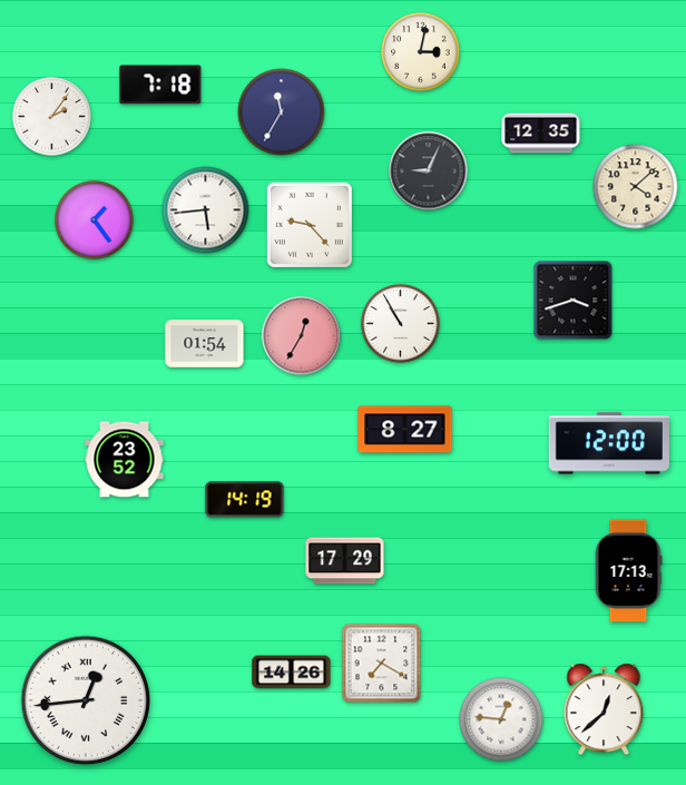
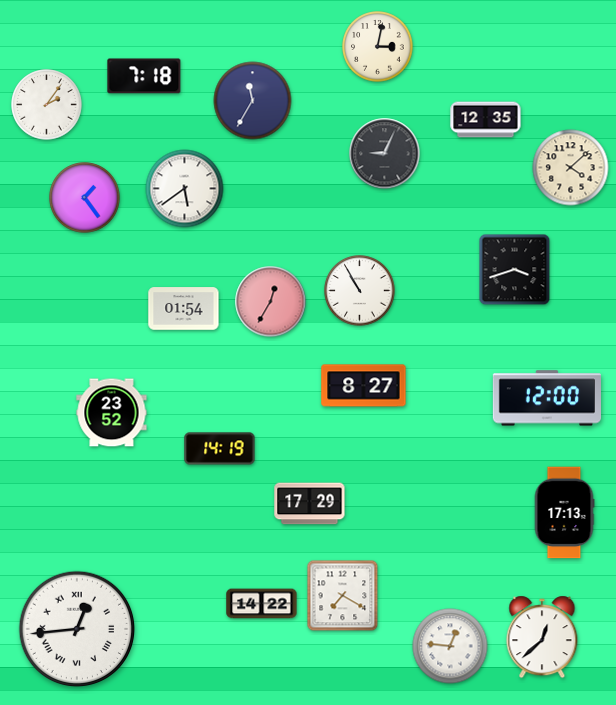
clock at (206, 210): 5:44 -> 5:39
clock at (310, 225): 9:23 -> none
clock at (292, 673): 14:26 -> 14:22
